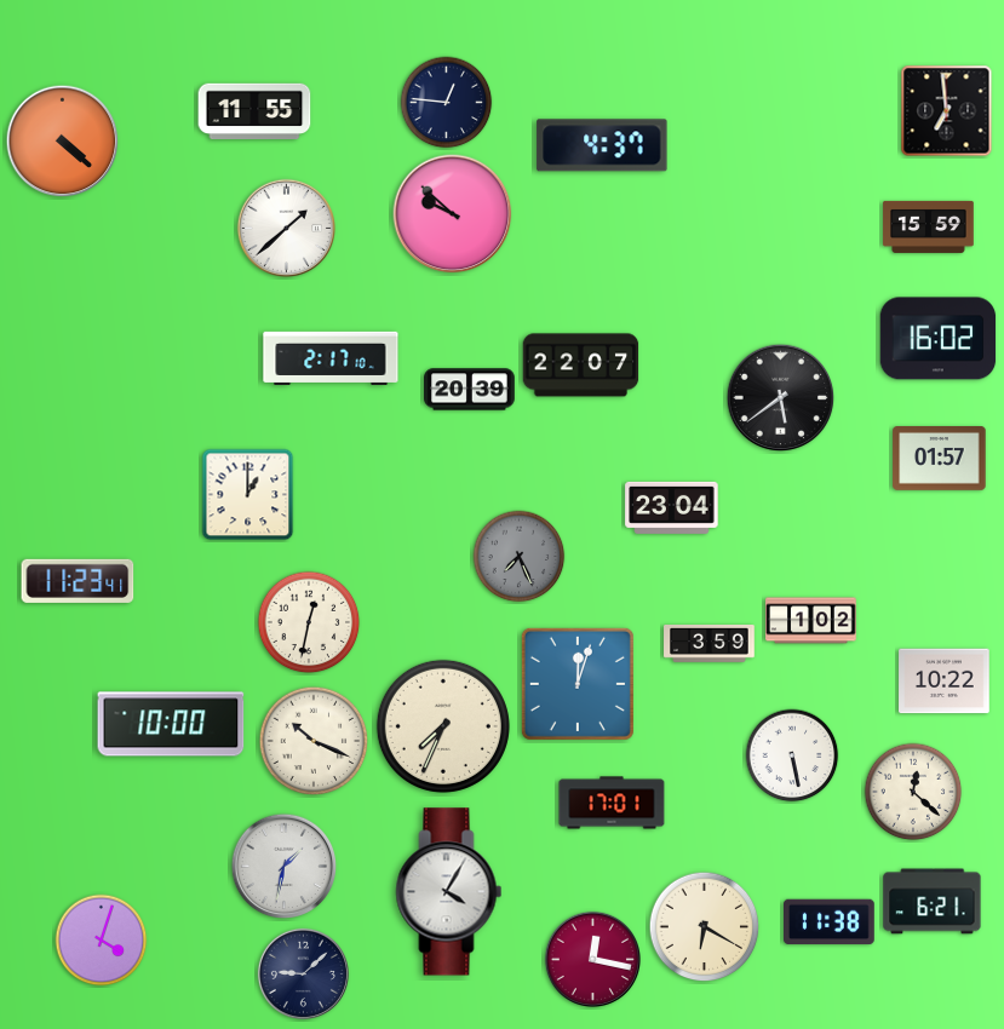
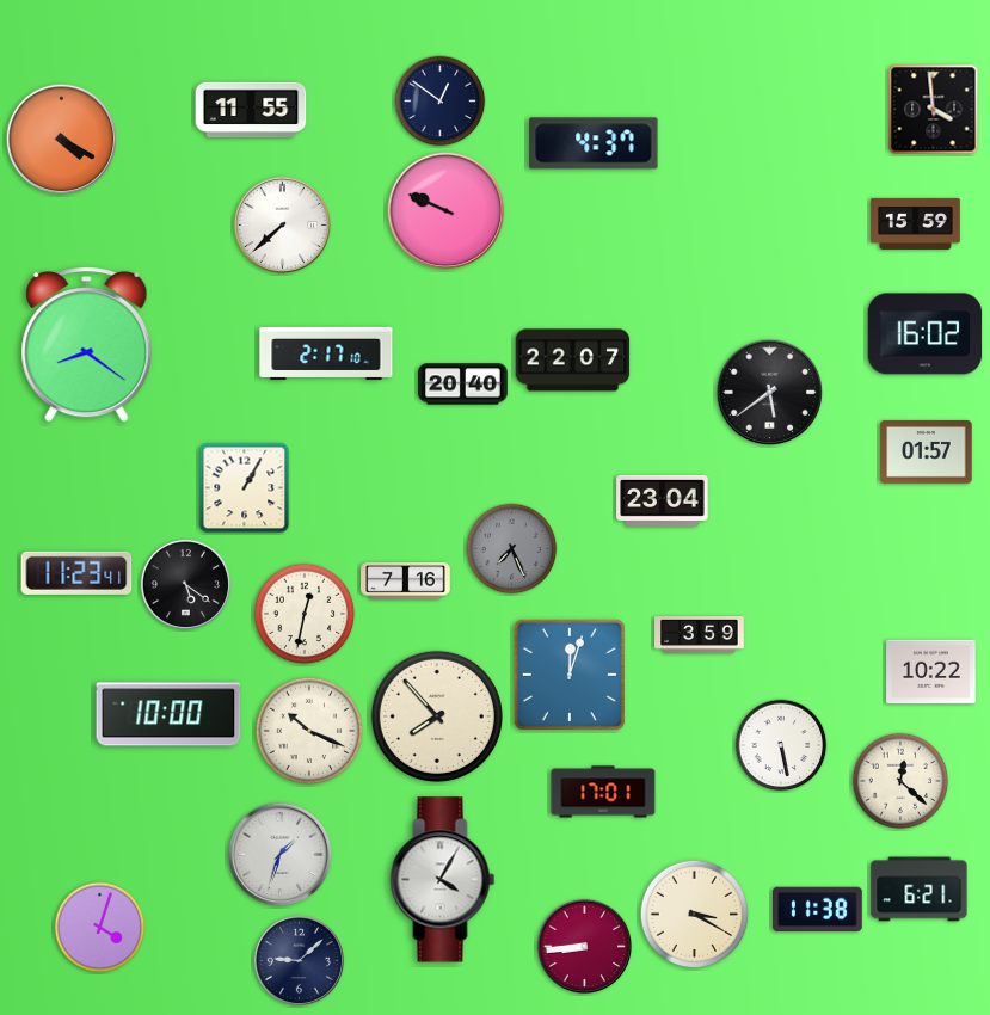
clock at (447, 103): 12:46 -> 12:51
clock at (947, 111): 6:59 -> 3:59
clock at (63, 142): 4:22 -> 4:20
clock at (453, 214): 9:52 -> 9:49
clock at (286, 228): 1:38 -> 7:38
clock at (87, 345): none -> 8:21
clock at (470, 390): 20:39 -> 20:40
clock at (248, 495): 1:00 -> 1:05
clock at (406, 582): none -> 7:16
clock at (185, 584): none -> 5:21
clock at (811, 621): 1:02 -> none
clock at (443, 726): 7:34 -> 7:53
clock at (285, 867): 1:32 -> 1:33
clock at (705, 927): 6:20 -> 3:20
clock at (592, 959): 12:17 -> 8:44
